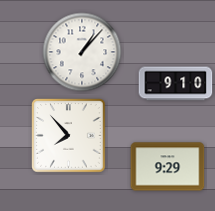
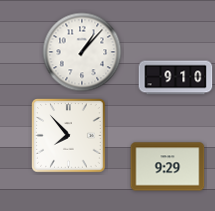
clock at (176, 84) position: (176, 84) -> (176, 78)
